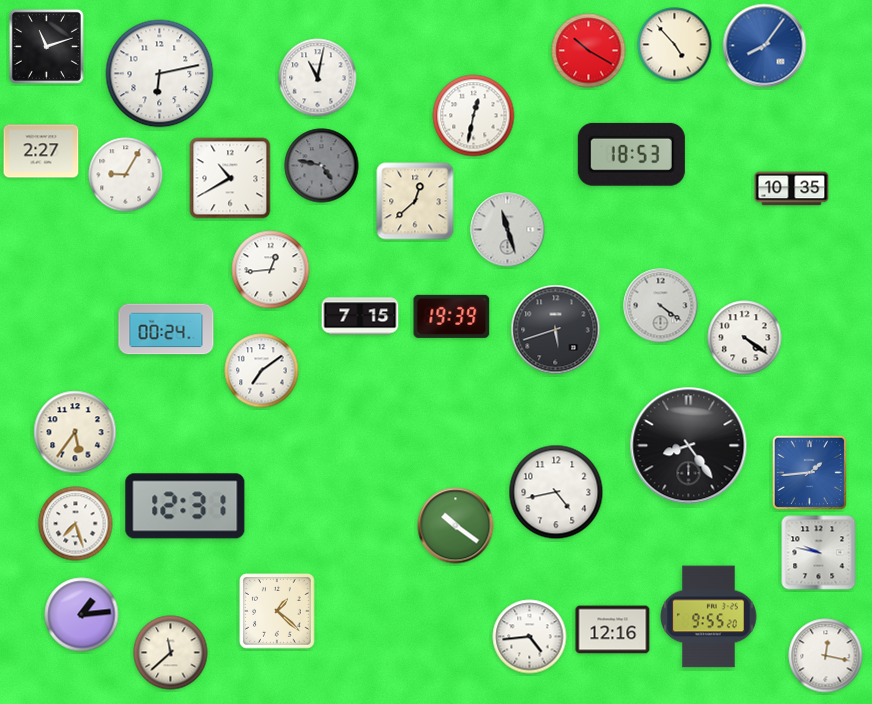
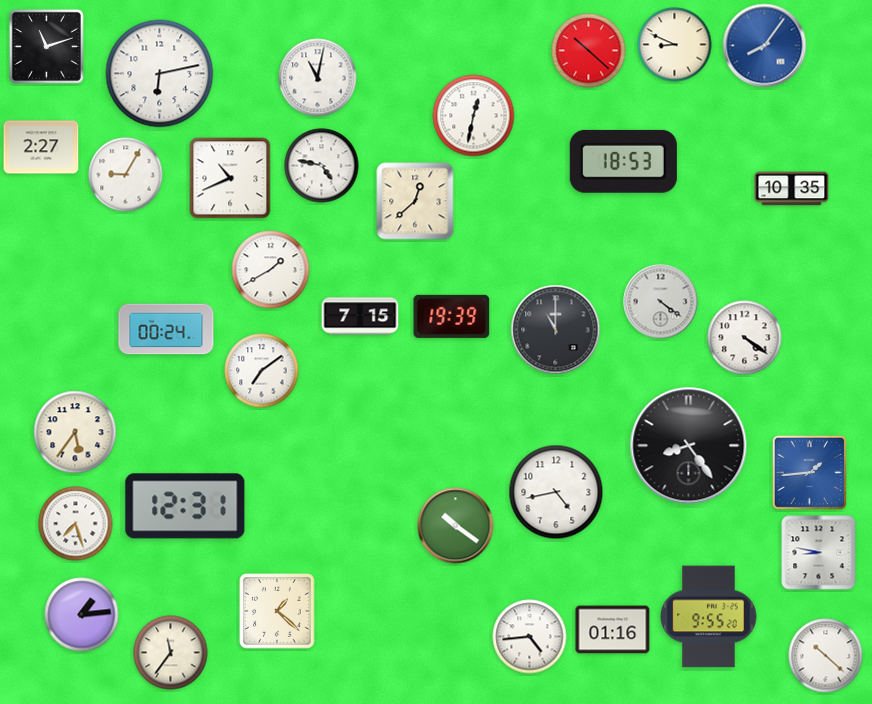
clock at (675, 45): 4:53 -> 8:49
clock at (589, 51): 10:20 -> 10:22
clock at (41, 151) position: (41, 151) -> (41, 147)
clock at (631, 154) position: (631, 154) -> (623, 161)
clock at (322, 166) dial: grey -> white
clock at (230, 178): 10:40 -> 10:41
clock at (508, 230): 11:27 -> none
clock at (271, 270): 12:44 -> 1:40
clock at (661, 306) position: (661, 306) -> (661, 302)
clock at (556, 330): 5:42 -> 11:00
clock at (819, 553): 9:47 -> 8:47
clock at (613, 630): 12:16 -> 01:16
clock at (171, 653): 11:38 -> 11:36
clock at (826, 656): 12:17 -> 10:22
